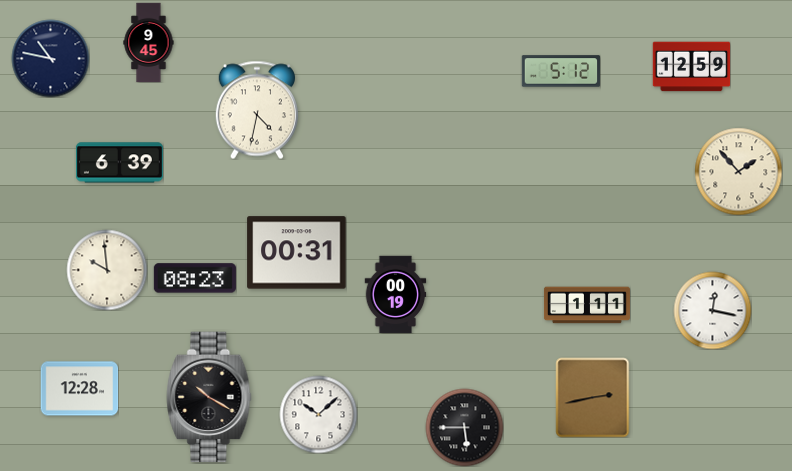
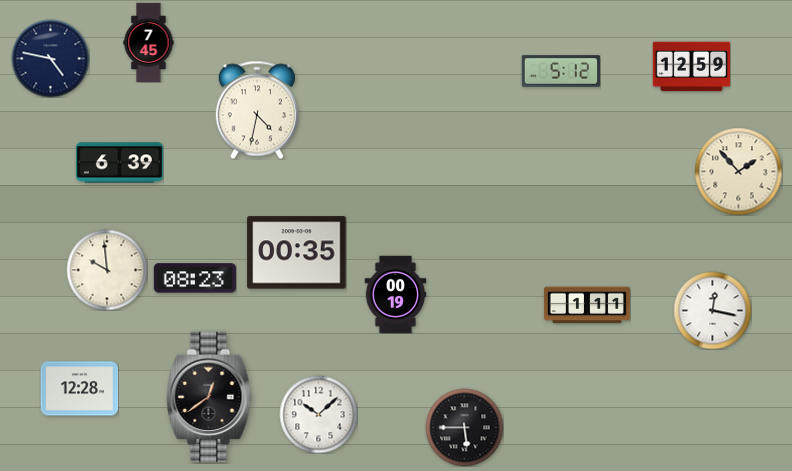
clock at (149, 42): 9:45 -> 7:45
clock at (50, 58): 10:47 -> 4:47
clock at (297, 253): 00:31 -> 00:35
clock at (209, 397): 10:20 -> 12:39
clock at (593, 397): 2:43 -> none
